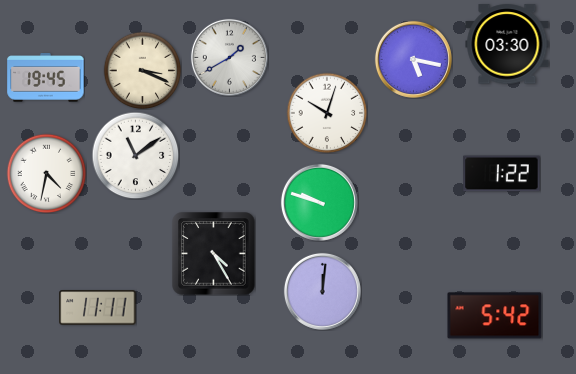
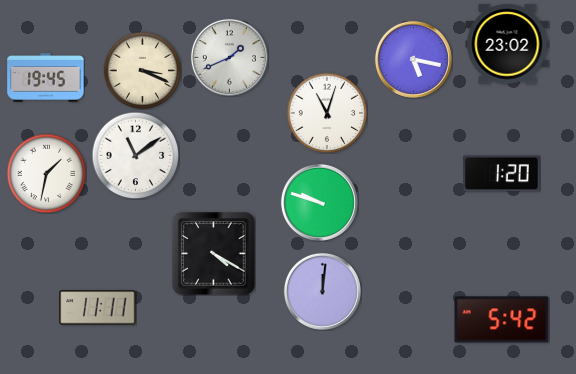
clock at (507, 44): 03:30 -> 23:02
clock at (229, 57): 1:40 -> 1:41
clock at (327, 113): 10:03 -> 11:03
clock at (46, 173): 4:32 -> 1:32
clock at (502, 174): 1:22 -> 1:20
clock at (214, 254): 4:25 -> 4:20
clock at (495, 316) position: (495, 316) -> (502, 320)
